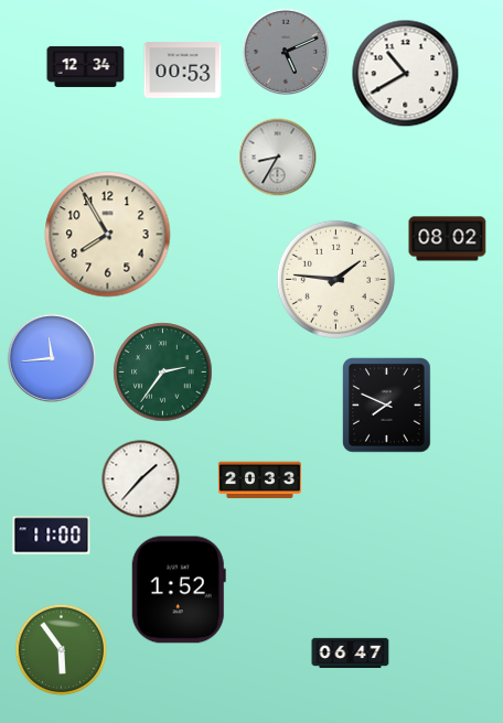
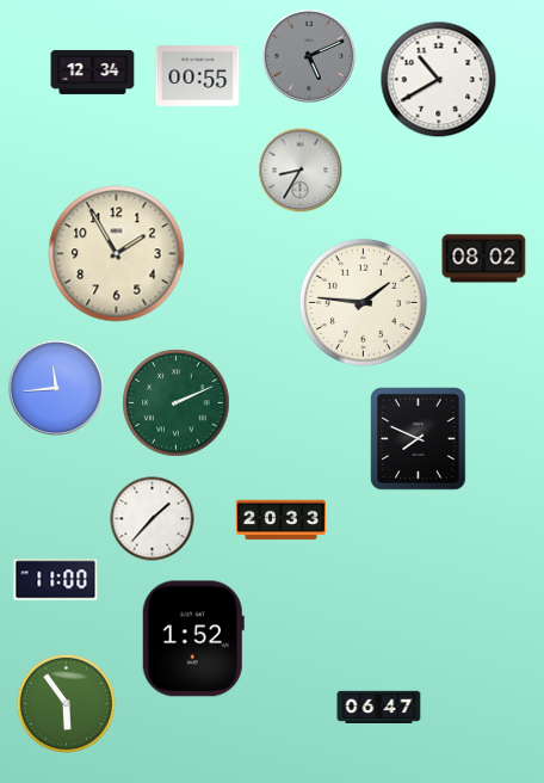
clock at (183, 71): 00:53 -> 00:55
clock at (108, 235): 7:55 -> 1:55
clock at (163, 373): 2:36 -> 2:11
